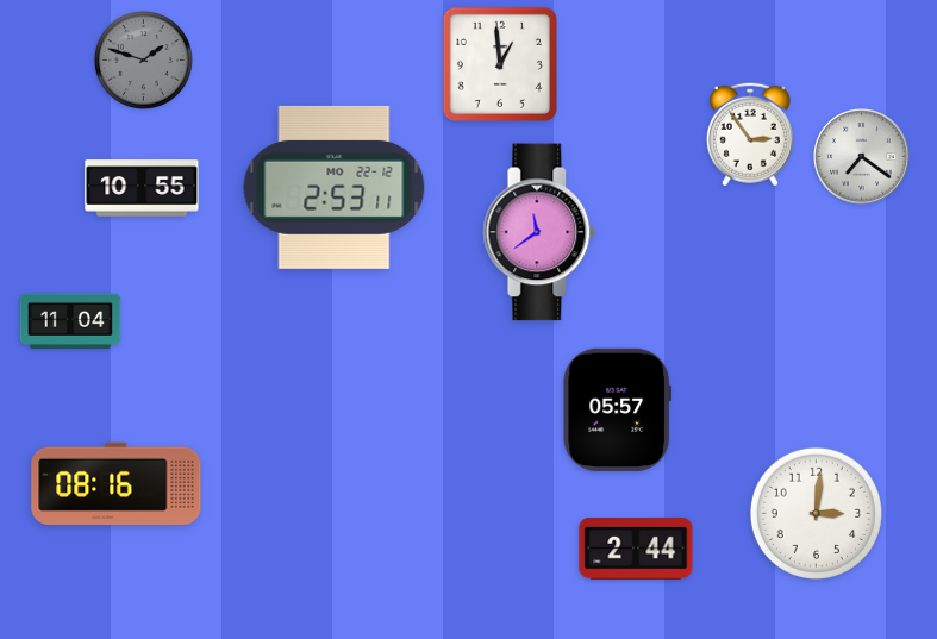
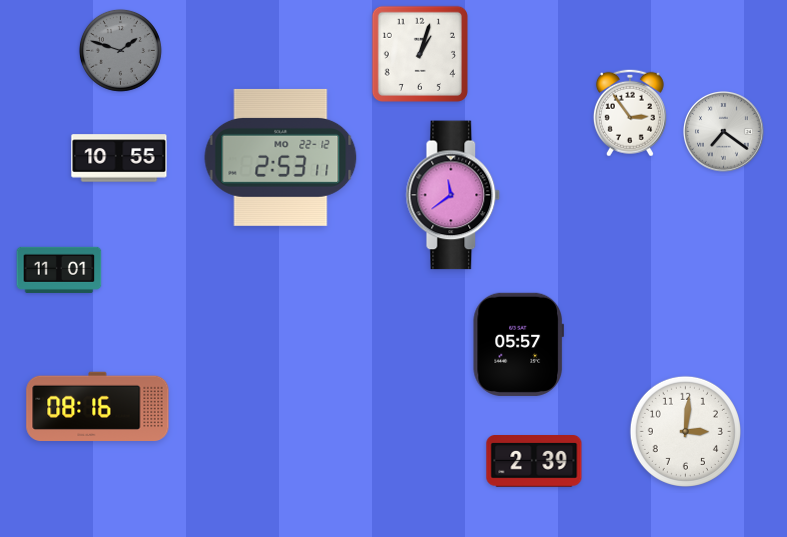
clock at (500, 64): 12:59 -> 1:03
clock at (70, 321): 11:04 -> 11:01
clock at (636, 550): 2:44 -> 2:39
